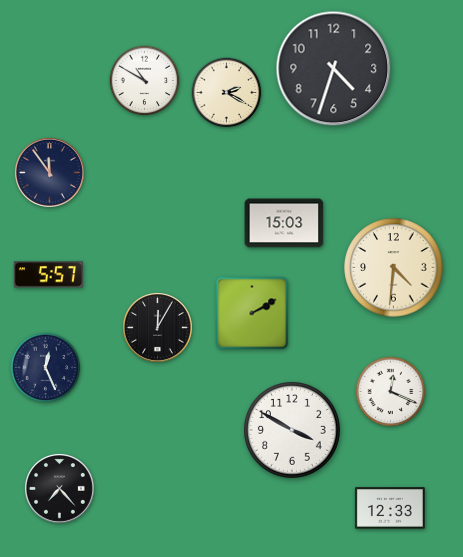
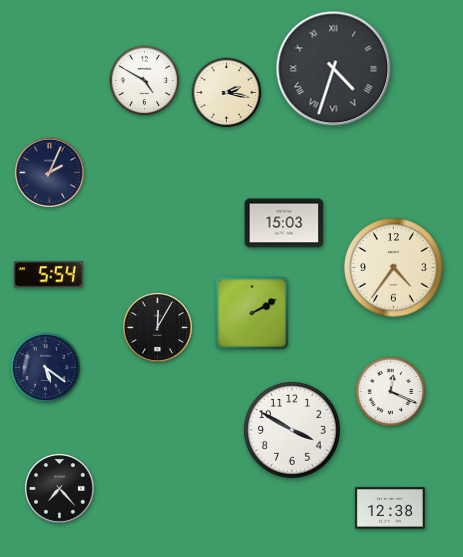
clock at (334, 69) numerals: Arabic -> Roman
clock at (145, 81): 10:50 -> 4:50
clock at (227, 93): 2:20 -> 2:17
clock at (49, 172): 11:54 -> 2:04
clock at (394, 268): 4:31 -> 4:36
clock at (48, 275): 5:57 -> 5:54
clock at (46, 368): 12:26 -> 5:21
clock at (390, 508): 12:33 -> 12:38
